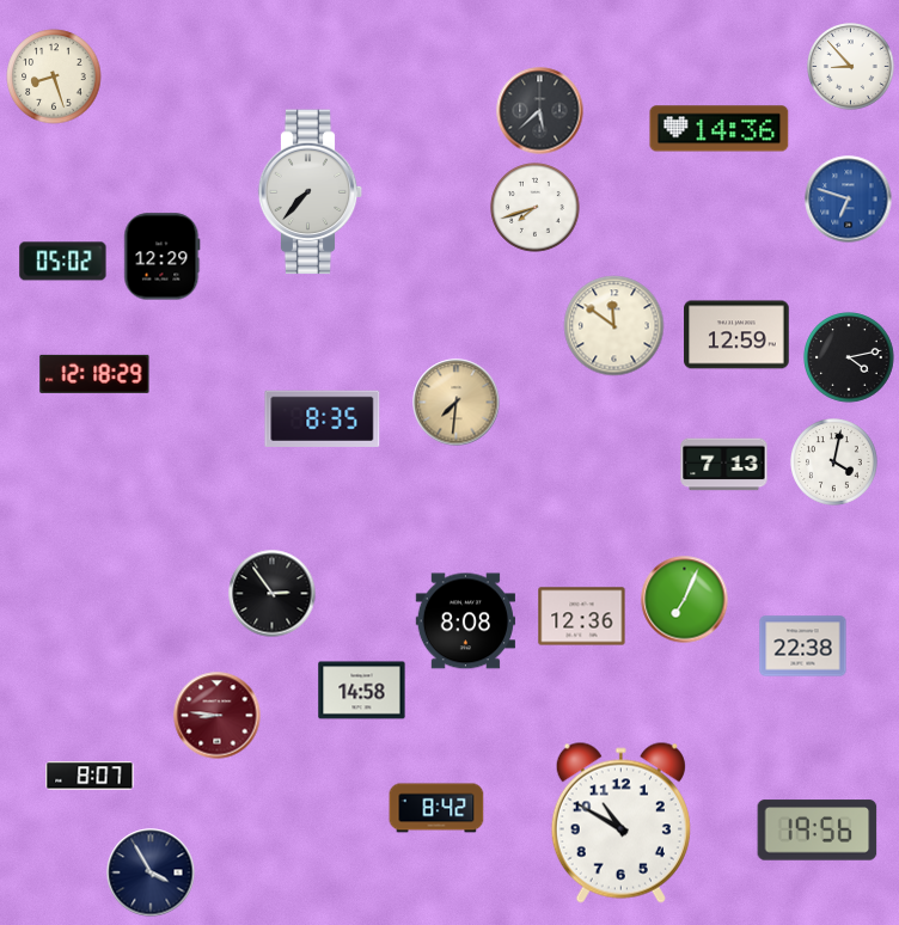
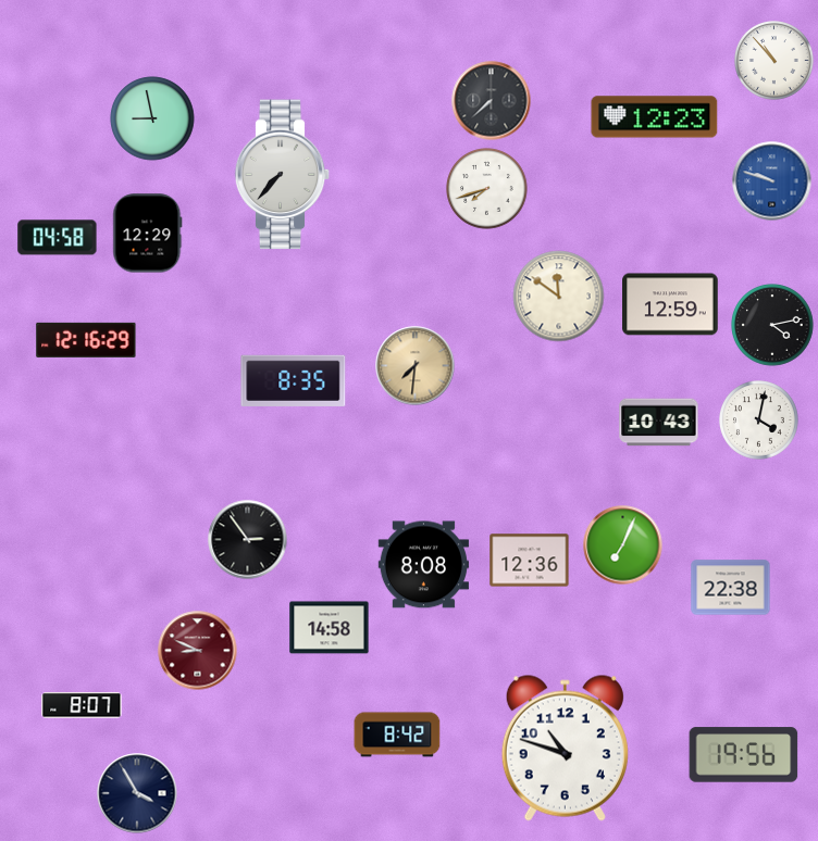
clock at (851, 67): 8:53 -> 10:53
clock at (54, 76): 8:27 -> none
clock at (540, 111): 5:38 -> 7:38
clock at (720, 129): 14:36 -> 12:23
clock at (152, 118): none -> 8:58
clock at (849, 200): 6:48 -> 9:48
clock at (63, 262): 05:02 -> 04:58
clock at (94, 374): 12:18 -> 12:16
clock at (724, 465): 7:13 -> 10:43
clock at (218, 716): 8:46 -> 8:49
clock at (620, 822): 10:50 -> 10:48
